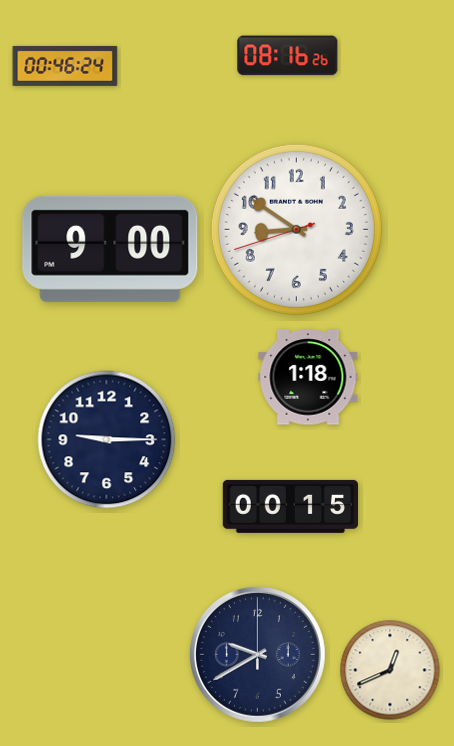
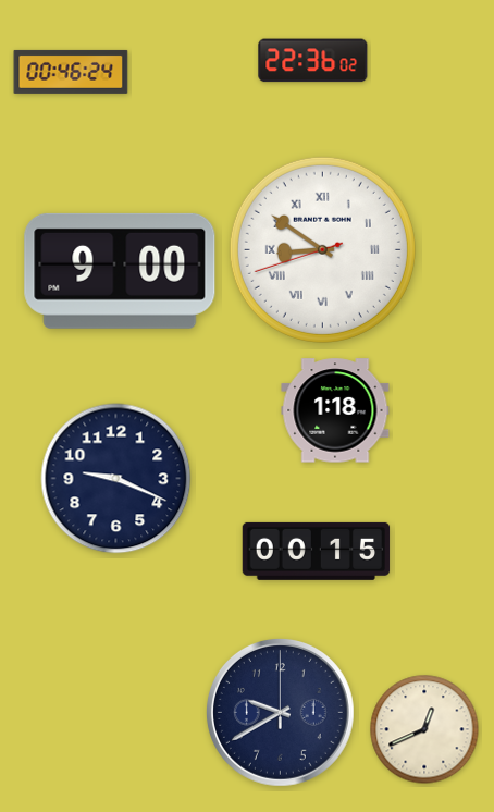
clock at (288, 56): 08:16 -> 22:36
clock at (296, 229) numerals: Arabic -> Roman
clock at (107, 440): 9:15 -> 9:19
